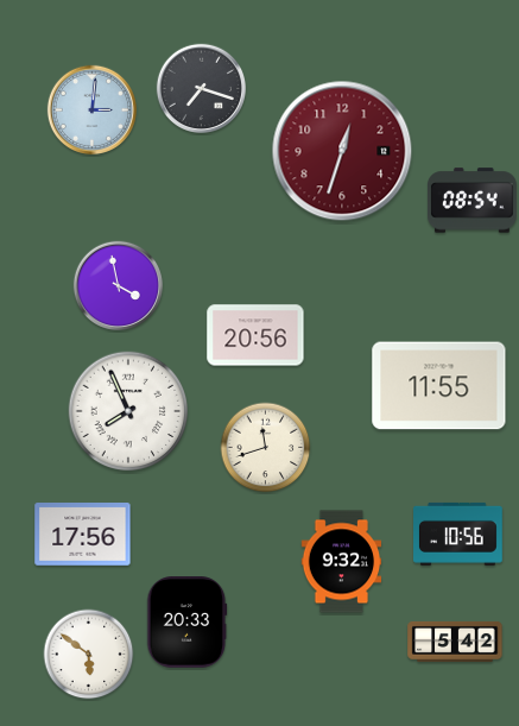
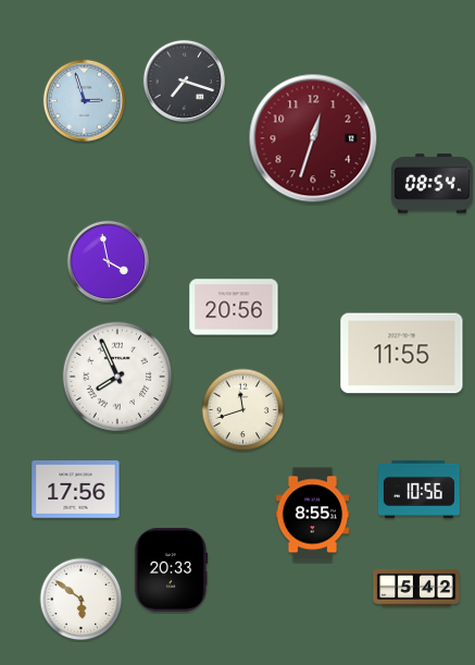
clock at (91, 109): 3:01 -> 2:57
clock at (342, 562): 9:32 -> 8:55
